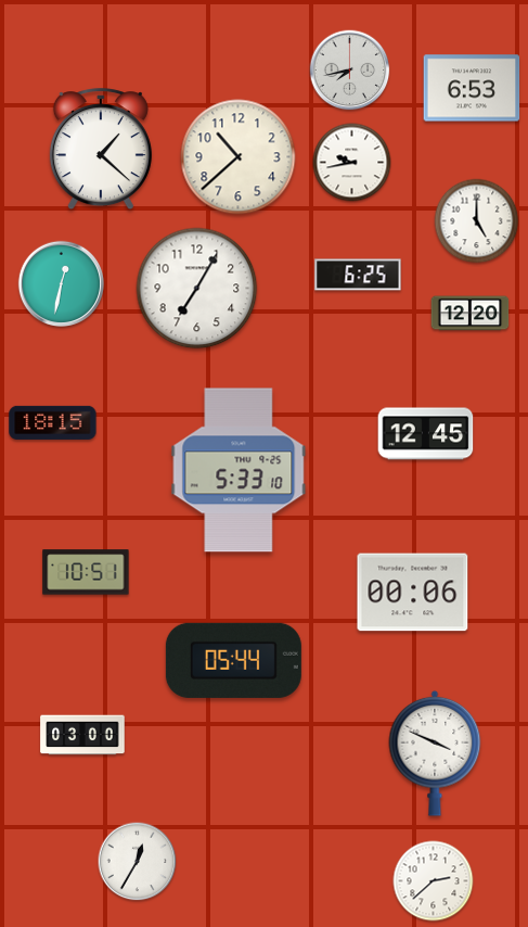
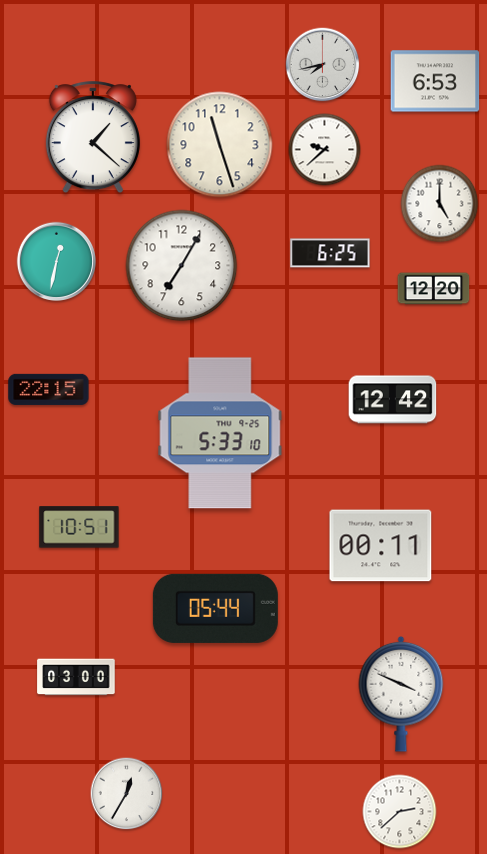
clock at (239, 157): 10:38 -> 11:27
clock at (352, 163): 9:43 -> 9:38
clock at (53, 422): 18:15 -> 22:15
clock at (426, 434): 12:45 -> 12:42
clock at (413, 593): 00:06 -> 00:11
